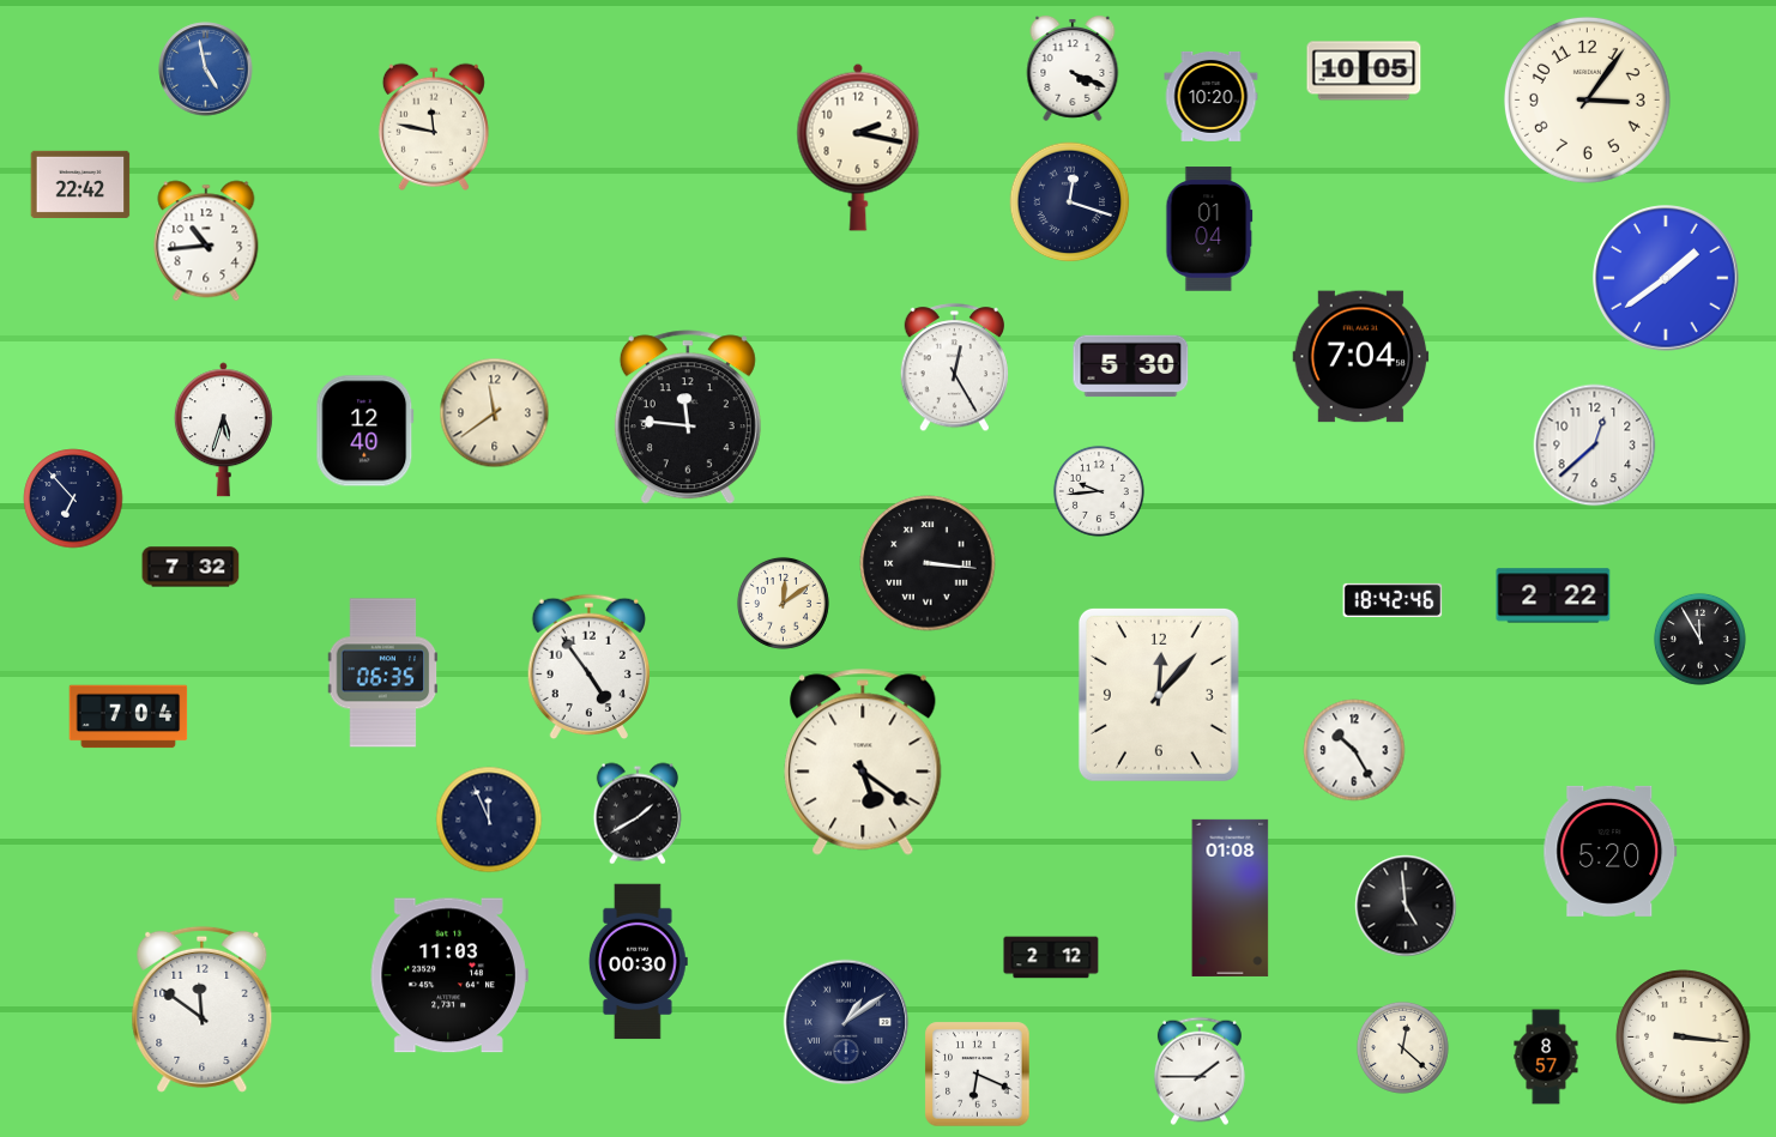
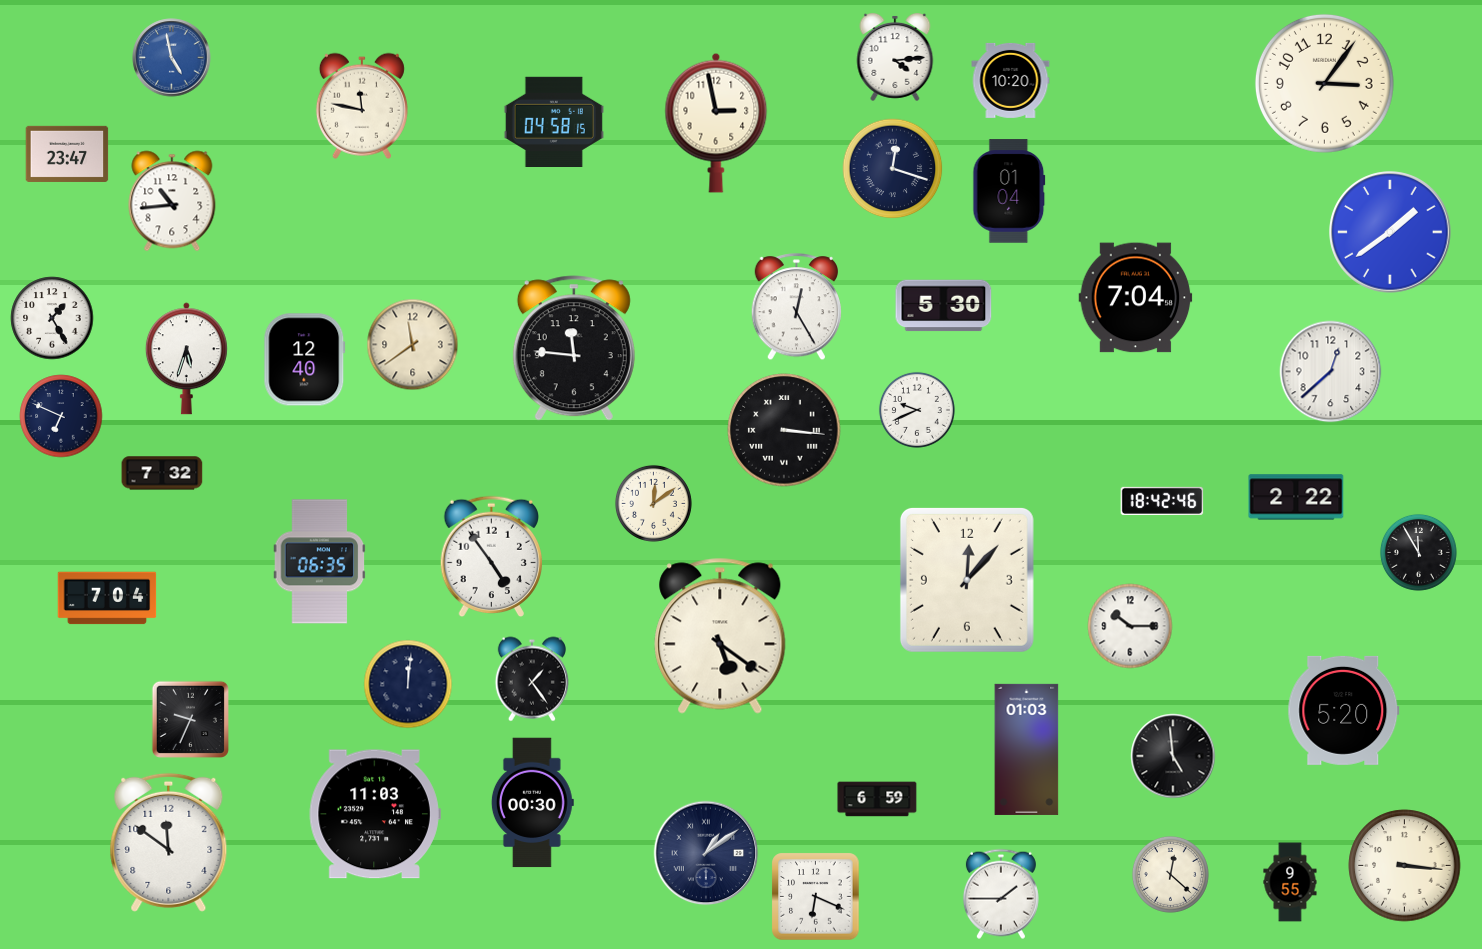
clock at (1073, 68): 4:19 -> 4:14
clock at (1364, 71): 10:05 -> none
clock at (554, 121): none -> 04:58
clock at (858, 147): 2:17 -> 2:58
clock at (80, 185): 22:42 -> 23:47
clock at (52, 318): none -> 1:25
clock at (1099, 491): 9:44 -> 9:41
clock at (73, 498): 6:53 -> 6:49
clock at (928, 563) position: (928, 563) -> (784, 430)
clock at (191, 567) position: (191, 567) -> (162, 473)
clock at (1699, 639) position: (1699, 639) -> (1418, 552)
clock at (1354, 750): 10:25 -> 10:15
clock at (638, 814): 1:40 -> 1:24
clock at (489, 820): 11:56 -> 12:01
clock at (190, 719): none -> 9:34
clock at (1231, 897): 01:08 -> 01:03
clock at (1051, 957): 2:12 -> 6:59
clock at (1546, 1057): 8:57 -> 9:55
